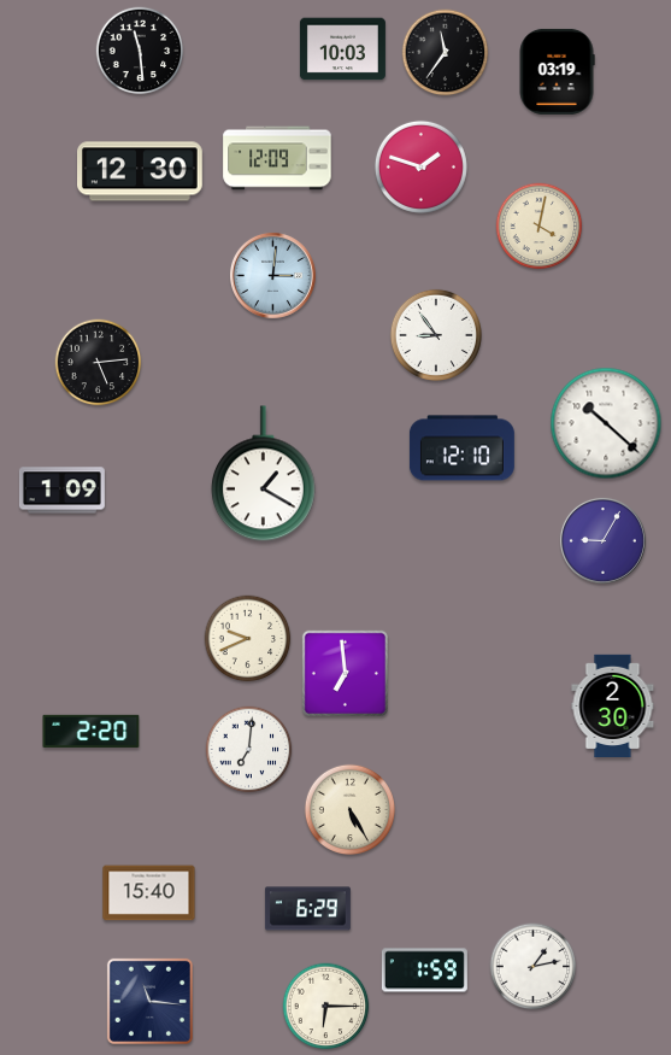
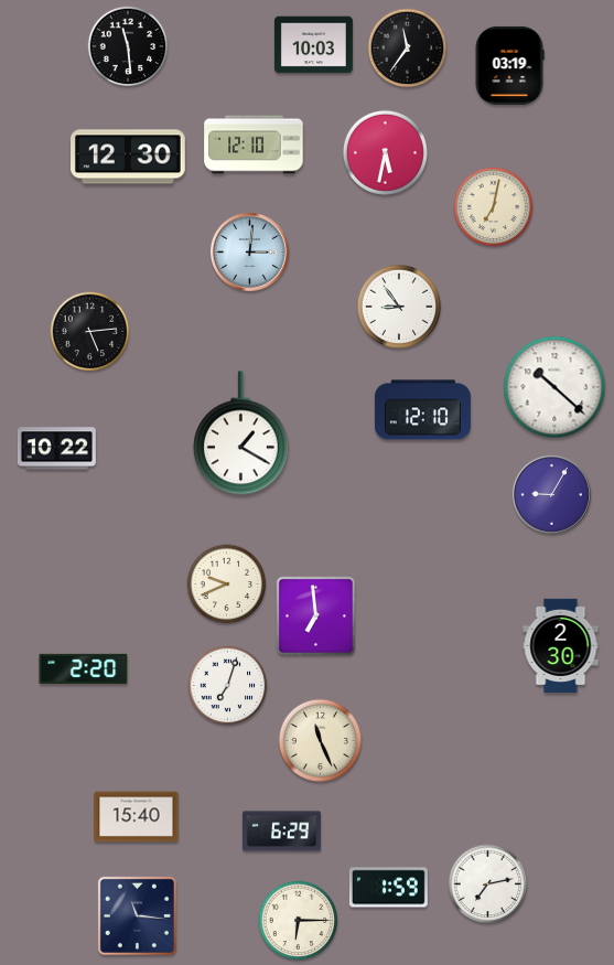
clock at (277, 158): 12:09 -> 12:10
clock at (420, 166): 1:48 -> 5:32
clock at (540, 227): 4:02 -> 7:02
clock at (61, 491): 1:09 -> 10:22
clock at (249, 750): 7:01 -> 7:03
clock at (349, 809): 5:25 -> 11:26
clock at (534, 967): 1:13 -> 7:13
